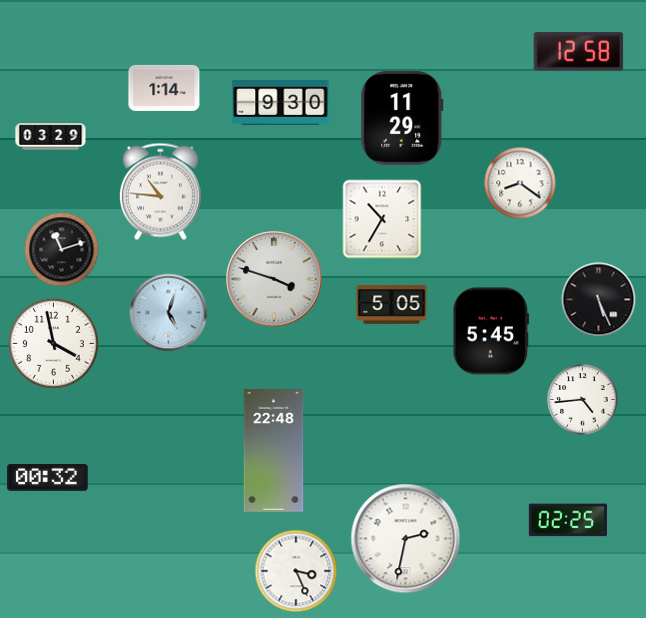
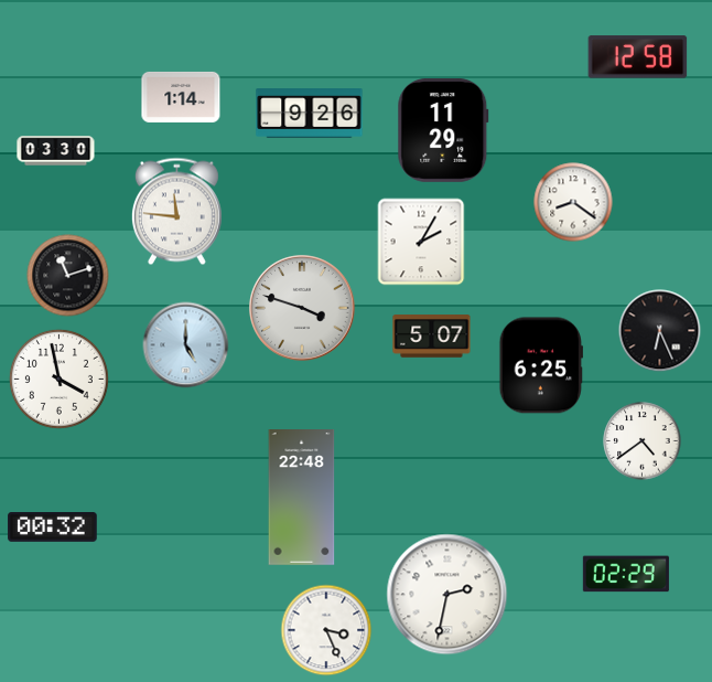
clock at (281, 103): 9:30 -> 9:26
clock at (51, 137): 03:29 -> 03:30
clock at (160, 192): 10:46 -> 11:46
clock at (382, 219): 10:35 -> 2:05
clock at (599, 300): 5:26 -> 6:26
clock at (392, 305): 5:05 -> 5:07
clock at (169, 313): 5:03 -> 5:00
clock at (490, 331): 5:45 -> 6:25
clock at (583, 400): 4:44 -> 4:39
clock at (568, 520): 02:25 -> 02:29
